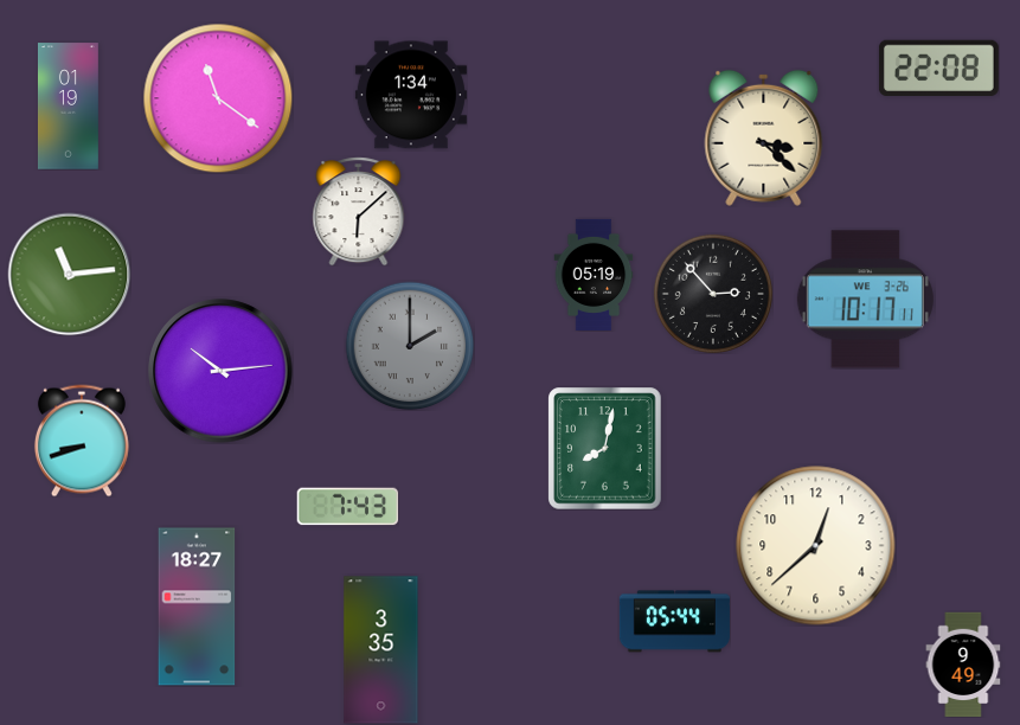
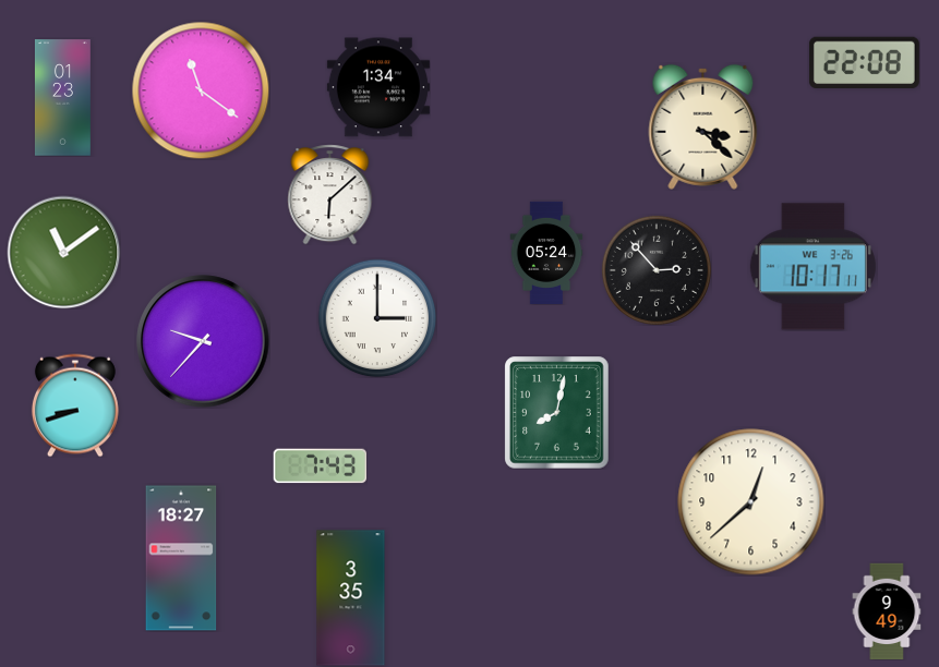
clock at (68, 107): 01:19 -> 01:23
clock at (69, 274): 11:14 -> 11:09
clock at (594, 275): 05:19 -> 05:24
clock at (865, 300) position: (865, 300) -> (812, 267)
clock at (410, 346): 2:00 -> 3:00
clock at (410, 346) dial: grey -> white
clock at (220, 371): 10:14 -> 9:37
clock at (674, 622): 05:44 -> none
